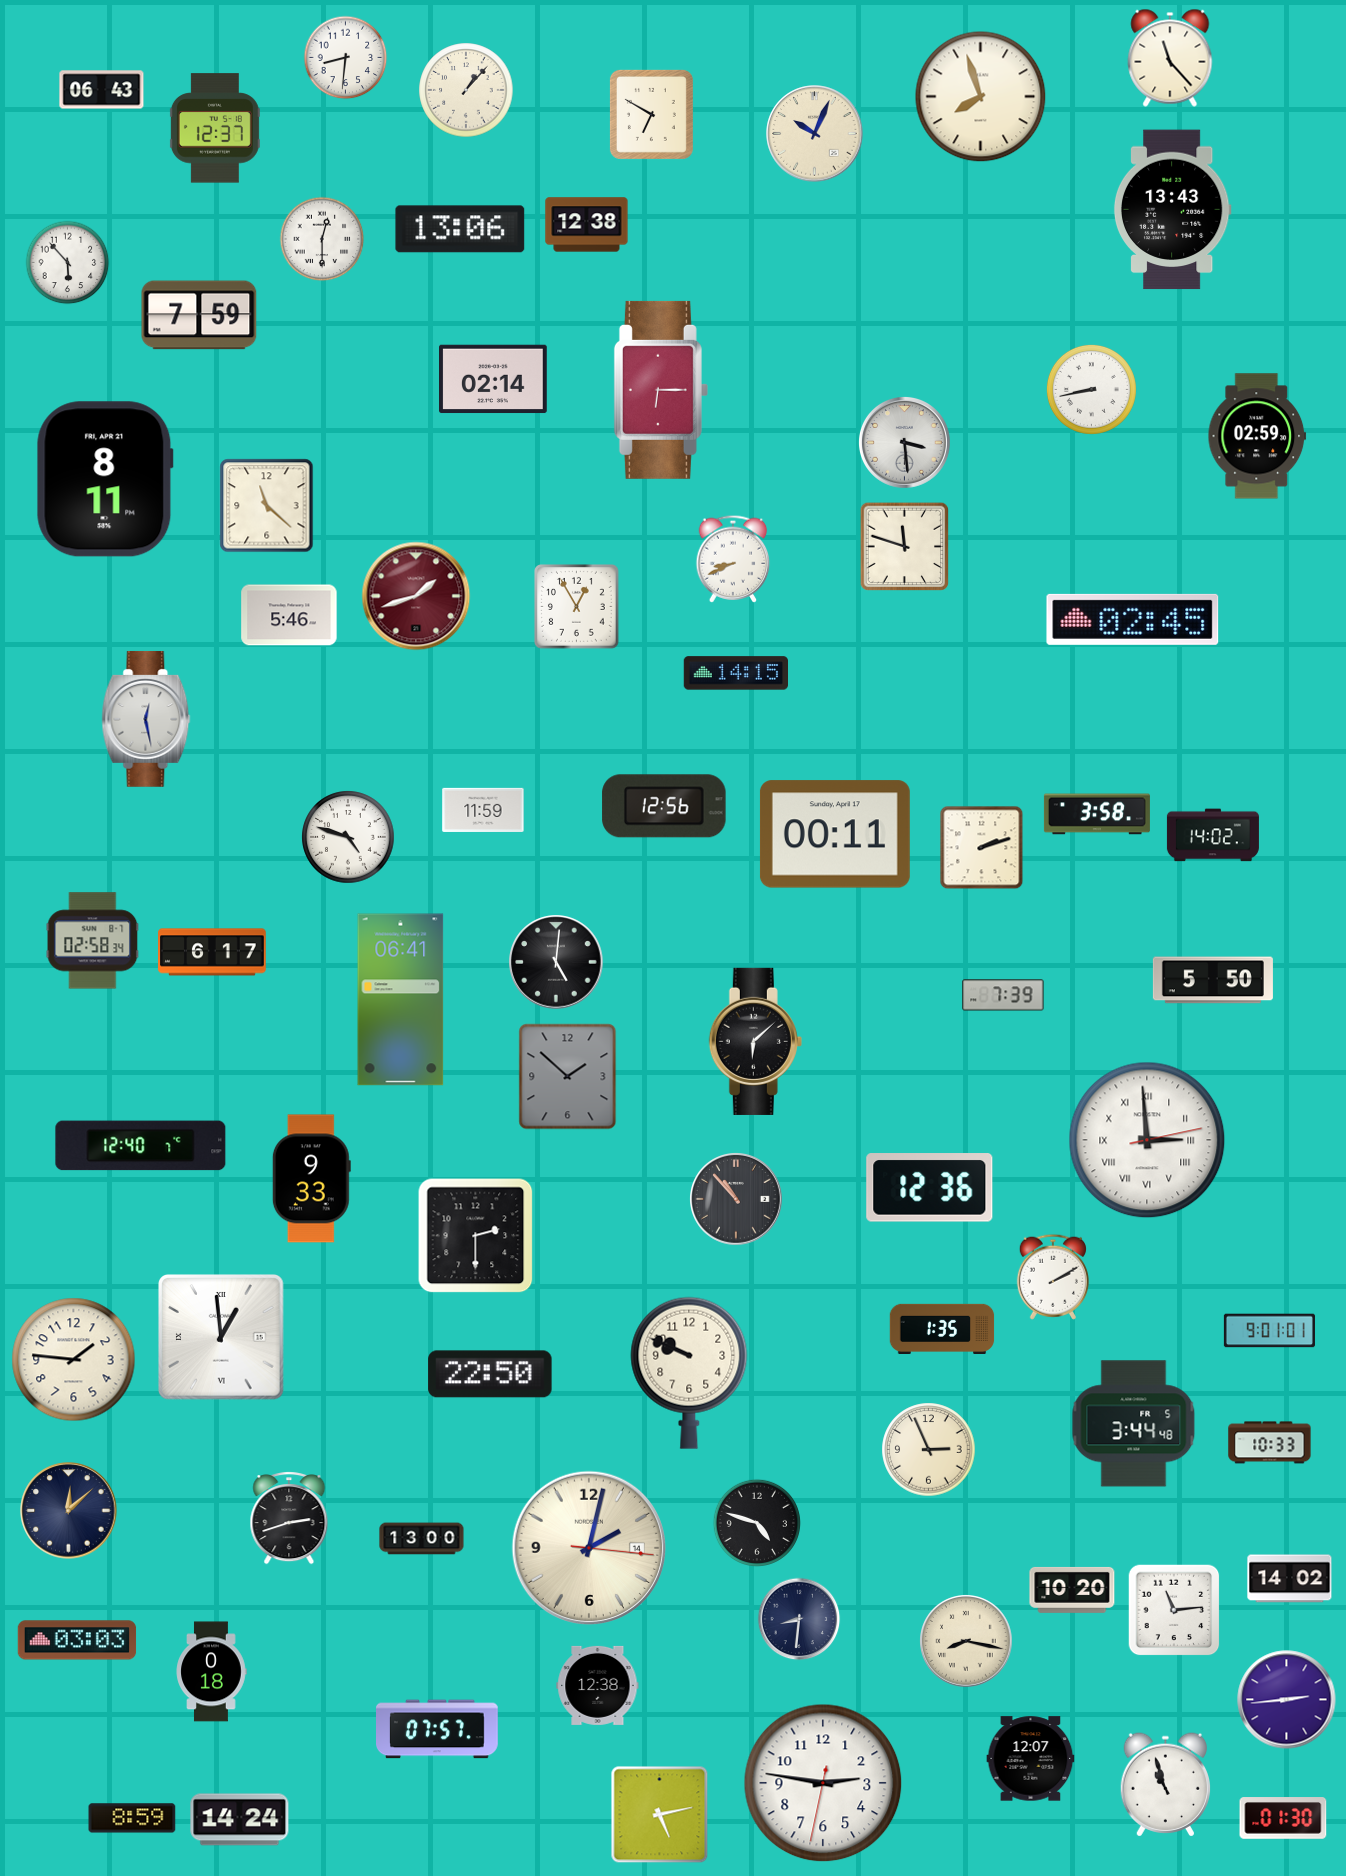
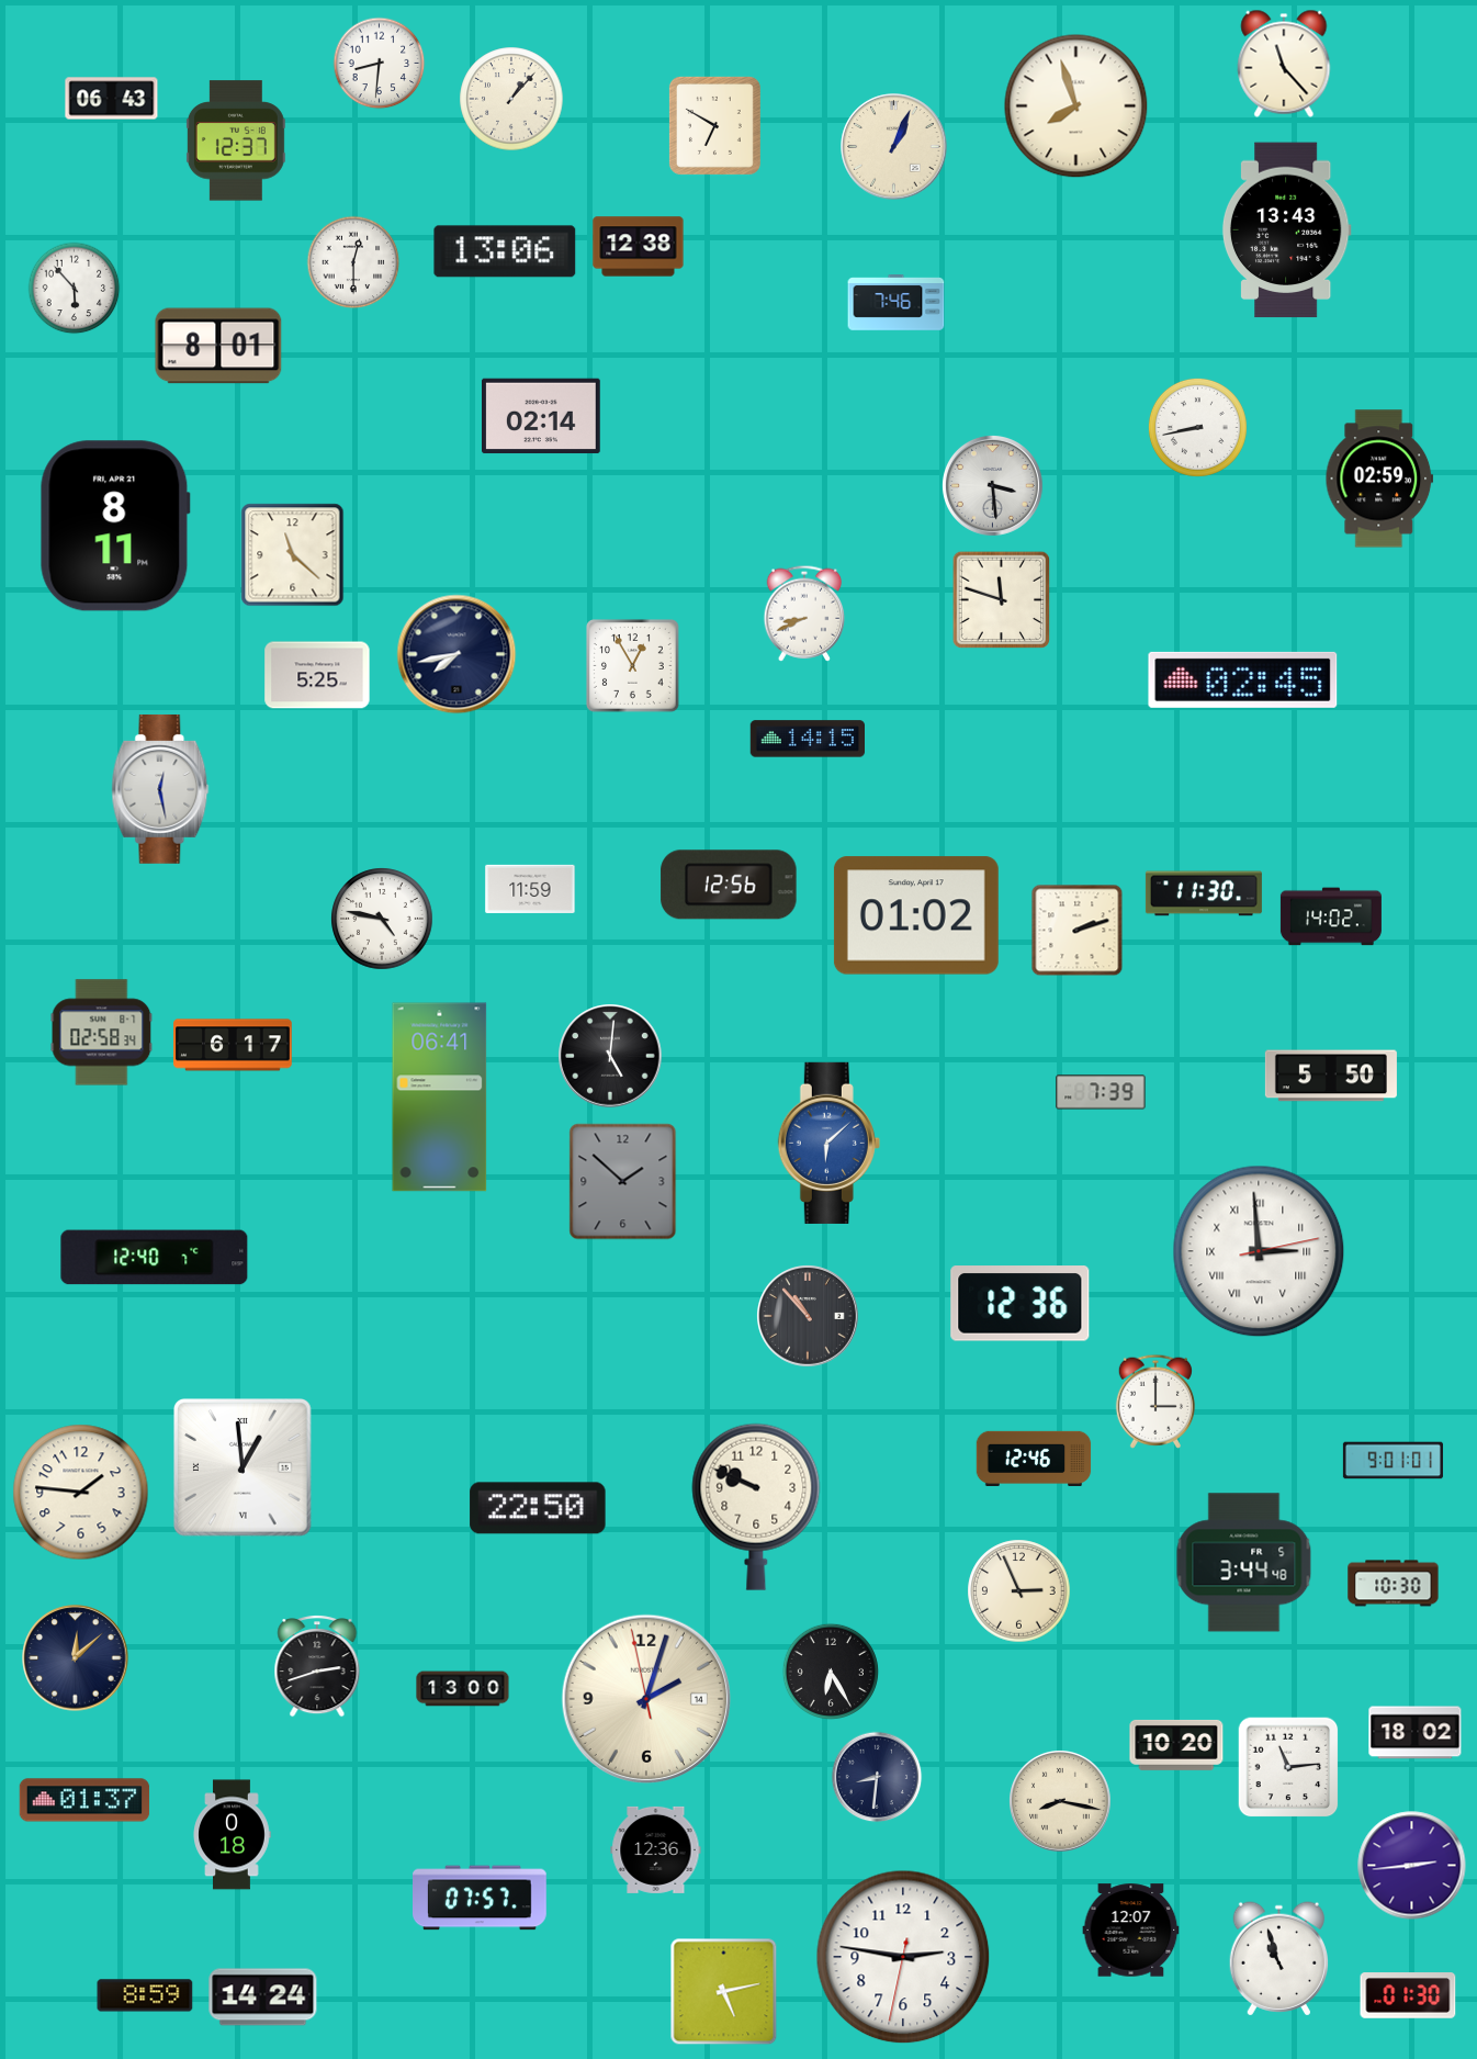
clock at (815, 134): 10:04 -> 1:04
clock at (587, 225) position: (587, 225) -> (639, 247)
clock at (897, 303): none -> 7:46
clock at (199, 315): 7:59 -> 8:01
clock at (661, 390): 6:15 -> none
clock at (905, 547) position: (905, 547) -> (1002, 600)
clock at (416, 596): 1:42 -> 7:43
clock at (416, 596) dial: burgundy -> navy
clock at (289, 615): 5:46 -> 5:25
clock at (1097, 814): 3:58 -> 11:30
clock at (835, 834): 00:11 -> 01:02
clock at (348, 837): 4:48 -> 4:47
clock at (755, 1041) dial: black -> blue
clock at (311, 1179): 9:33 -> none
clock at (476, 1236): 2:30 -> none
clock at (1053, 1277): 2:10 -> 3:00
clock at (942, 1328): 1:35 -> 12:46
clock at (1270, 1443): 10:33 -> 10:30
clock at (757, 1523): 4:48 -> 6:25
clock at (589, 1548): 2:02:16 -> 2:02:58
clock at (1290, 1579): 14:02 -> 18:02
clock at (77, 1640): 03:03 -> 01:37
clock at (598, 1685): 12:38 -> 12:36
